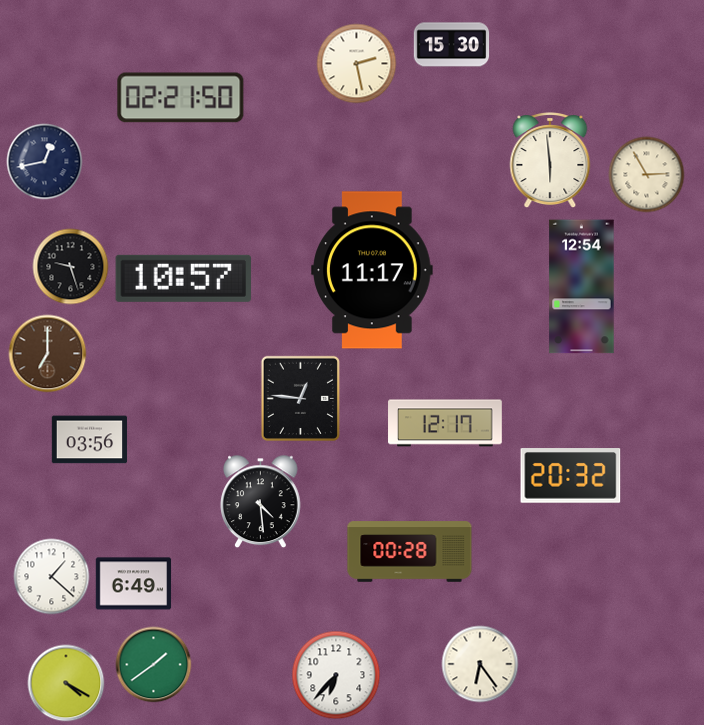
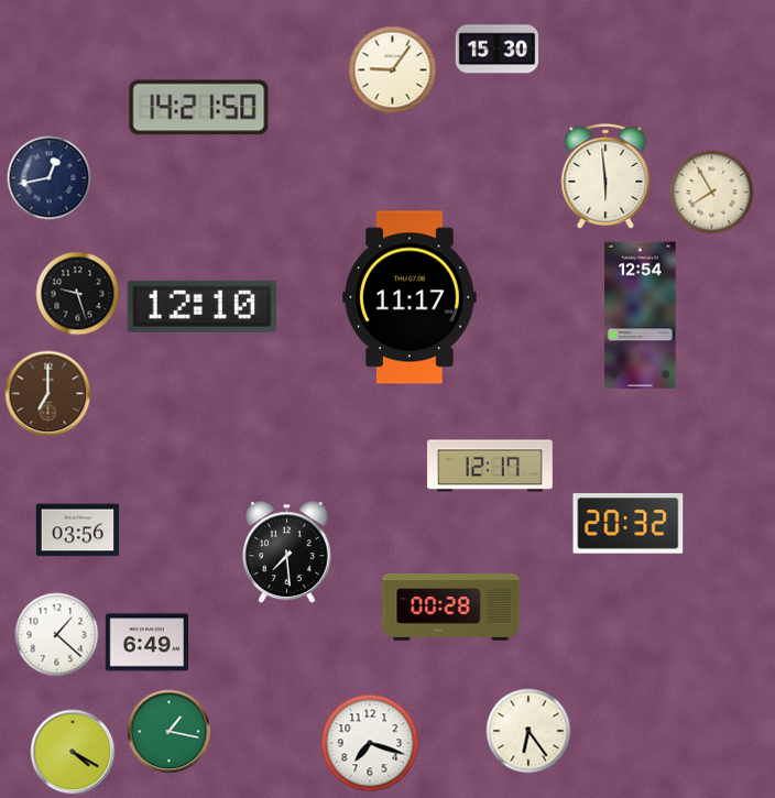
clock at (357, 64): 2:28 -> 9:06
clock at (181, 98): 02:21 -> 14:21
clock at (647, 175): 2:55 -> 7:55
clock at (184, 278): 10:57 -> 12:10
clock at (48, 354) position: (48, 354) -> (48, 394)
clock at (300, 398): 12:46 -> none
clock at (90, 440) position: (90, 440) -> (78, 531)
clock at (261, 502): 4:29 -> 7:29
clock at (154, 665): 1:39 -> 1:17
clock at (336, 675): 6:37 -> 7:18
